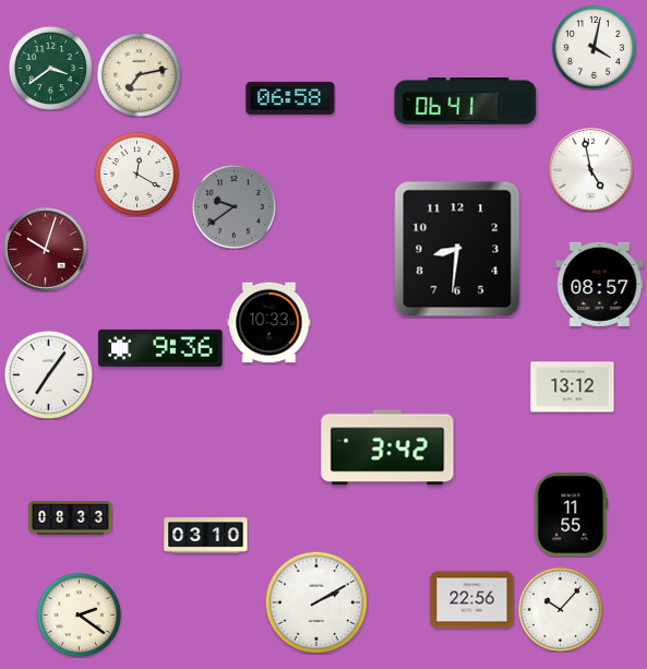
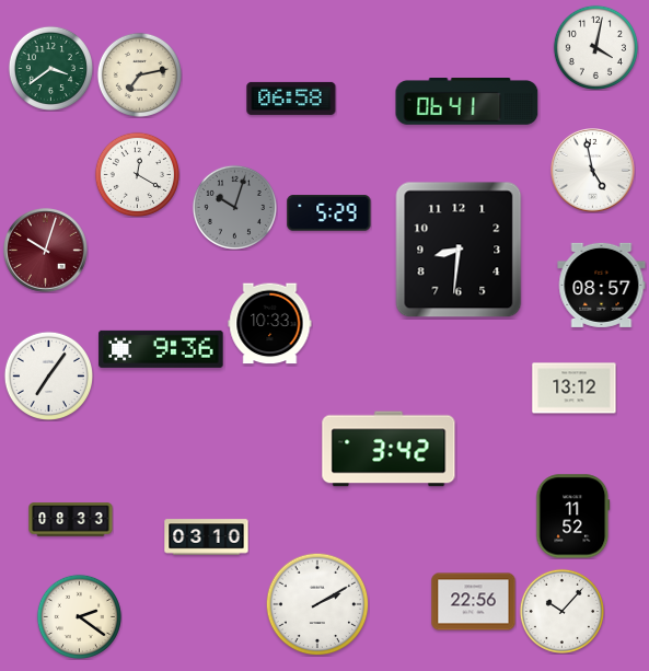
clock at (233, 206): 9:39 -> 10:03
clock at (329, 213): none -> 5:29
clock at (572, 515): 11:55 -> 11:52
